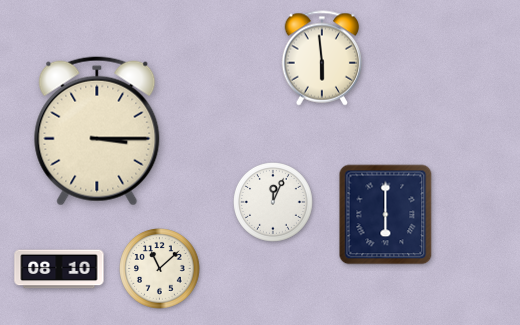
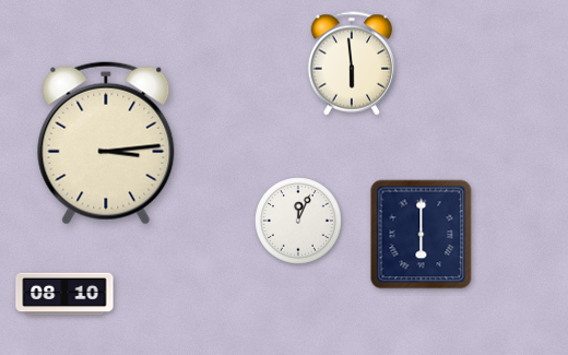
clock at (97, 131): 3:15 -> 3:14
clock at (160, 269): 11:08 -> none
